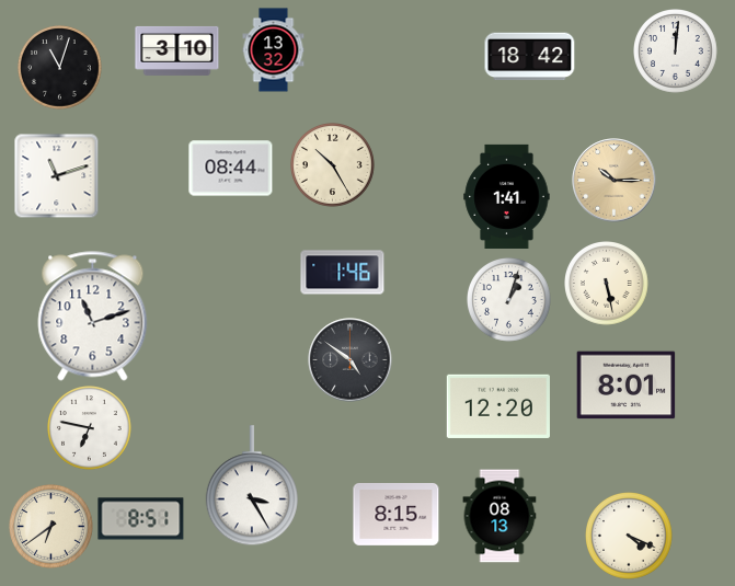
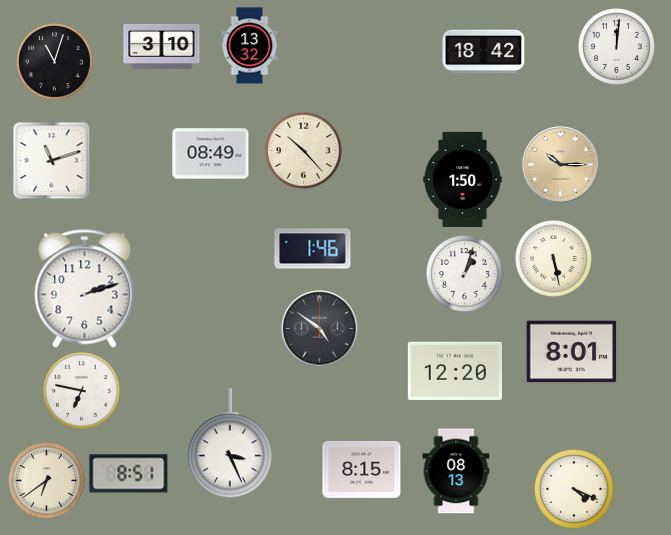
clock at (333, 165): 10:25 -> 10:23
clock at (231, 169): 08:44 -> 08:49
clock at (507, 196): 1:41 -> 1:50
clock at (93, 317): 11:12 -> 2:12
clock at (252, 486): 3:25 -> 3:26
